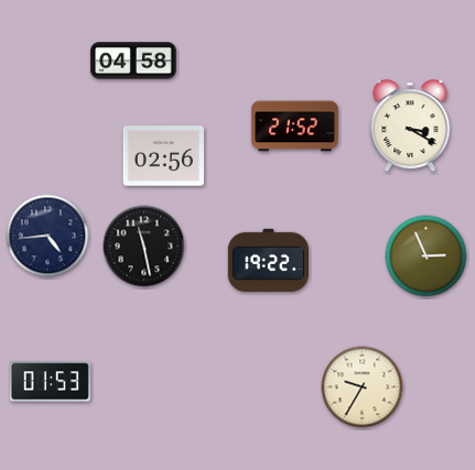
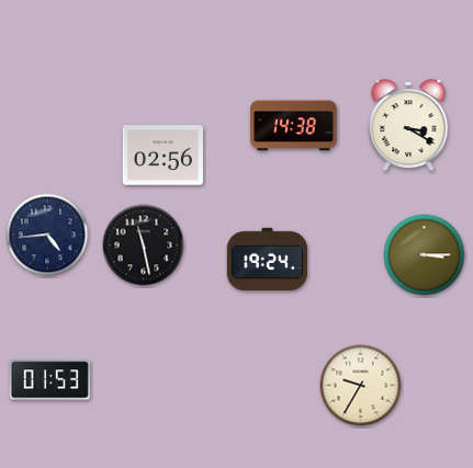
clock at (133, 61): 04:58 -> none
clock at (295, 127): 21:52 -> 14:38
clock at (427, 256): 2:56 -> 3:15
clock at (268, 260): 19:22 -> 19:24
